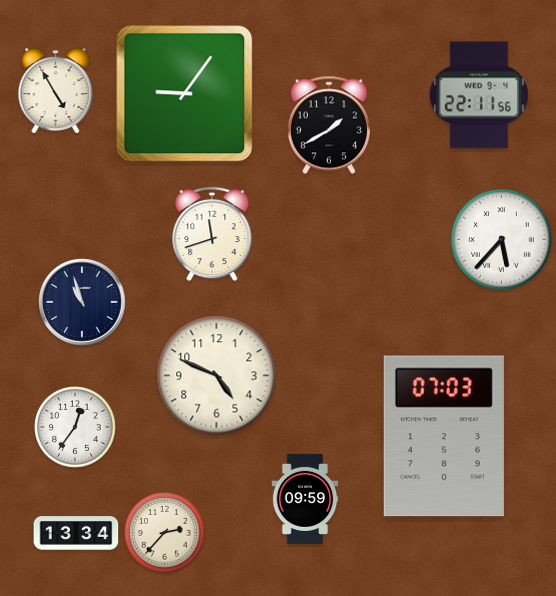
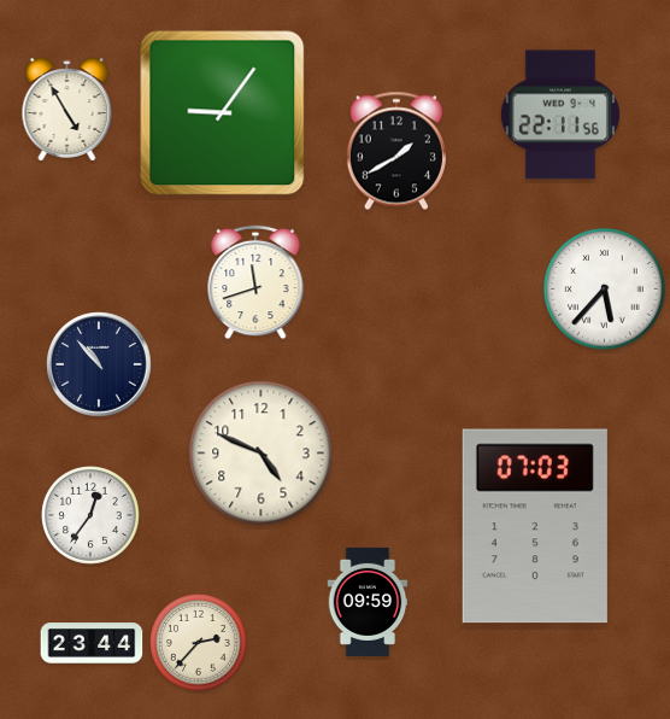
clock at (479, 95) position: (479, 95) -> (560, 115)
clock at (82, 302): 10:57 -> 10:53
clock at (76, 533): 13:34 -> 23:44
